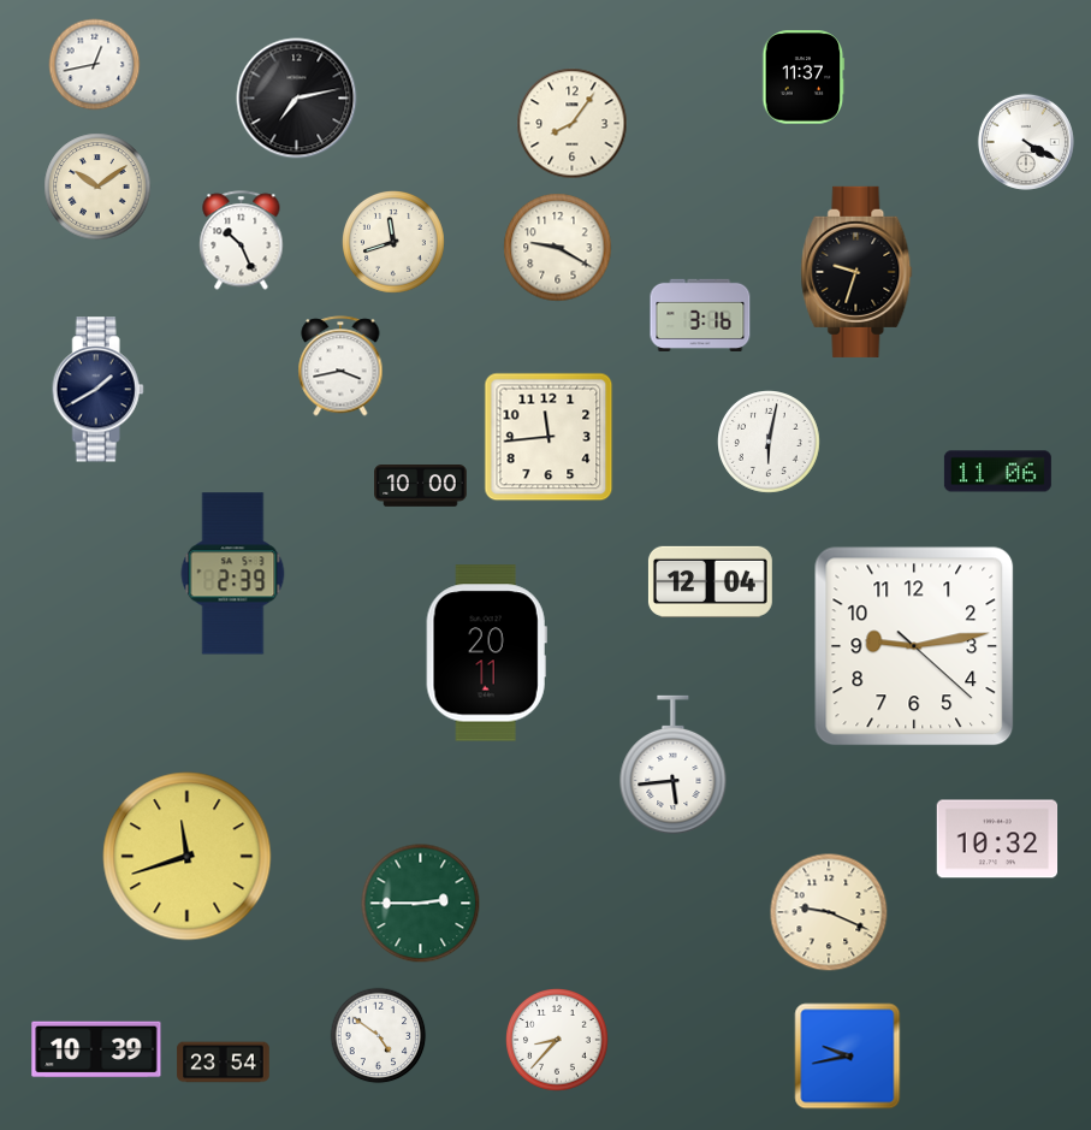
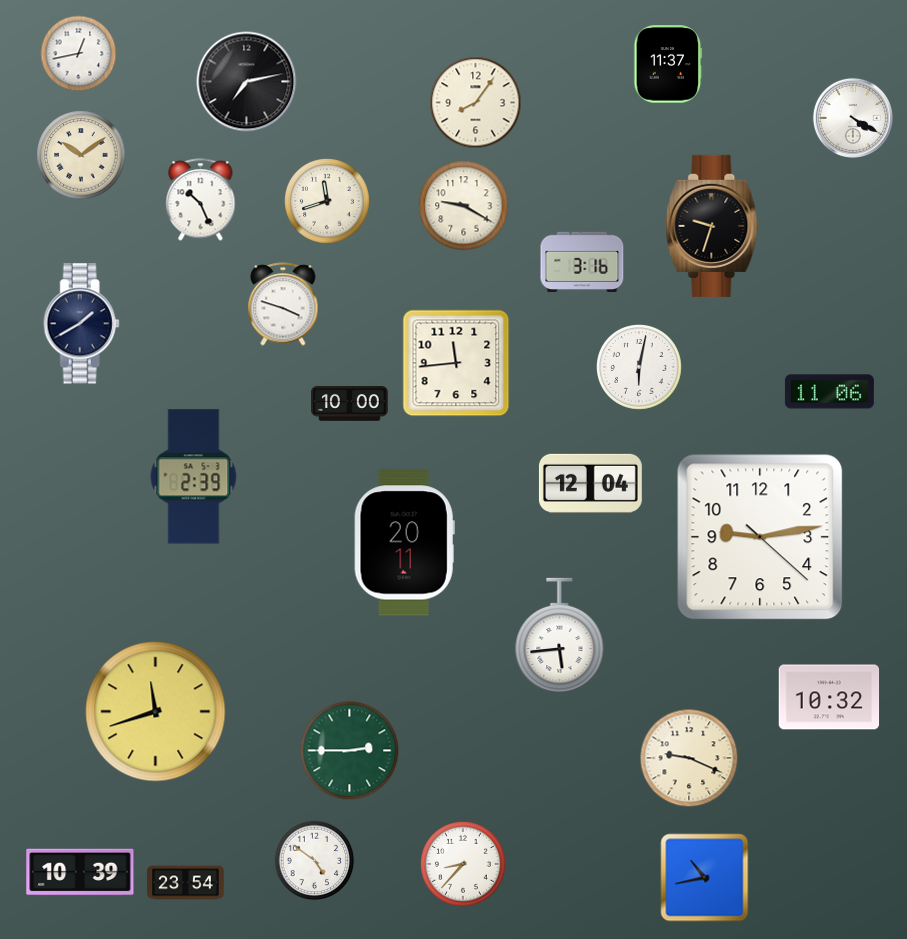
clock at (340, 366): 3:43 -> 3:48
clock at (848, 1057): 9:43 -> 10:43
